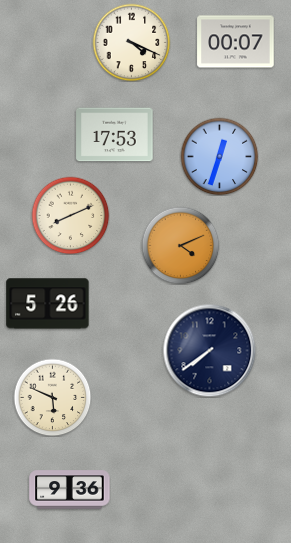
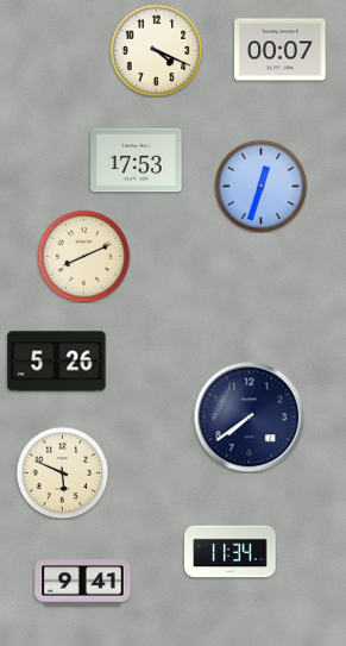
clock at (180, 245): 4:11 -> none
clock at (231, 552): none -> 11:34
clock at (70, 490): 9:36 -> 9:41
